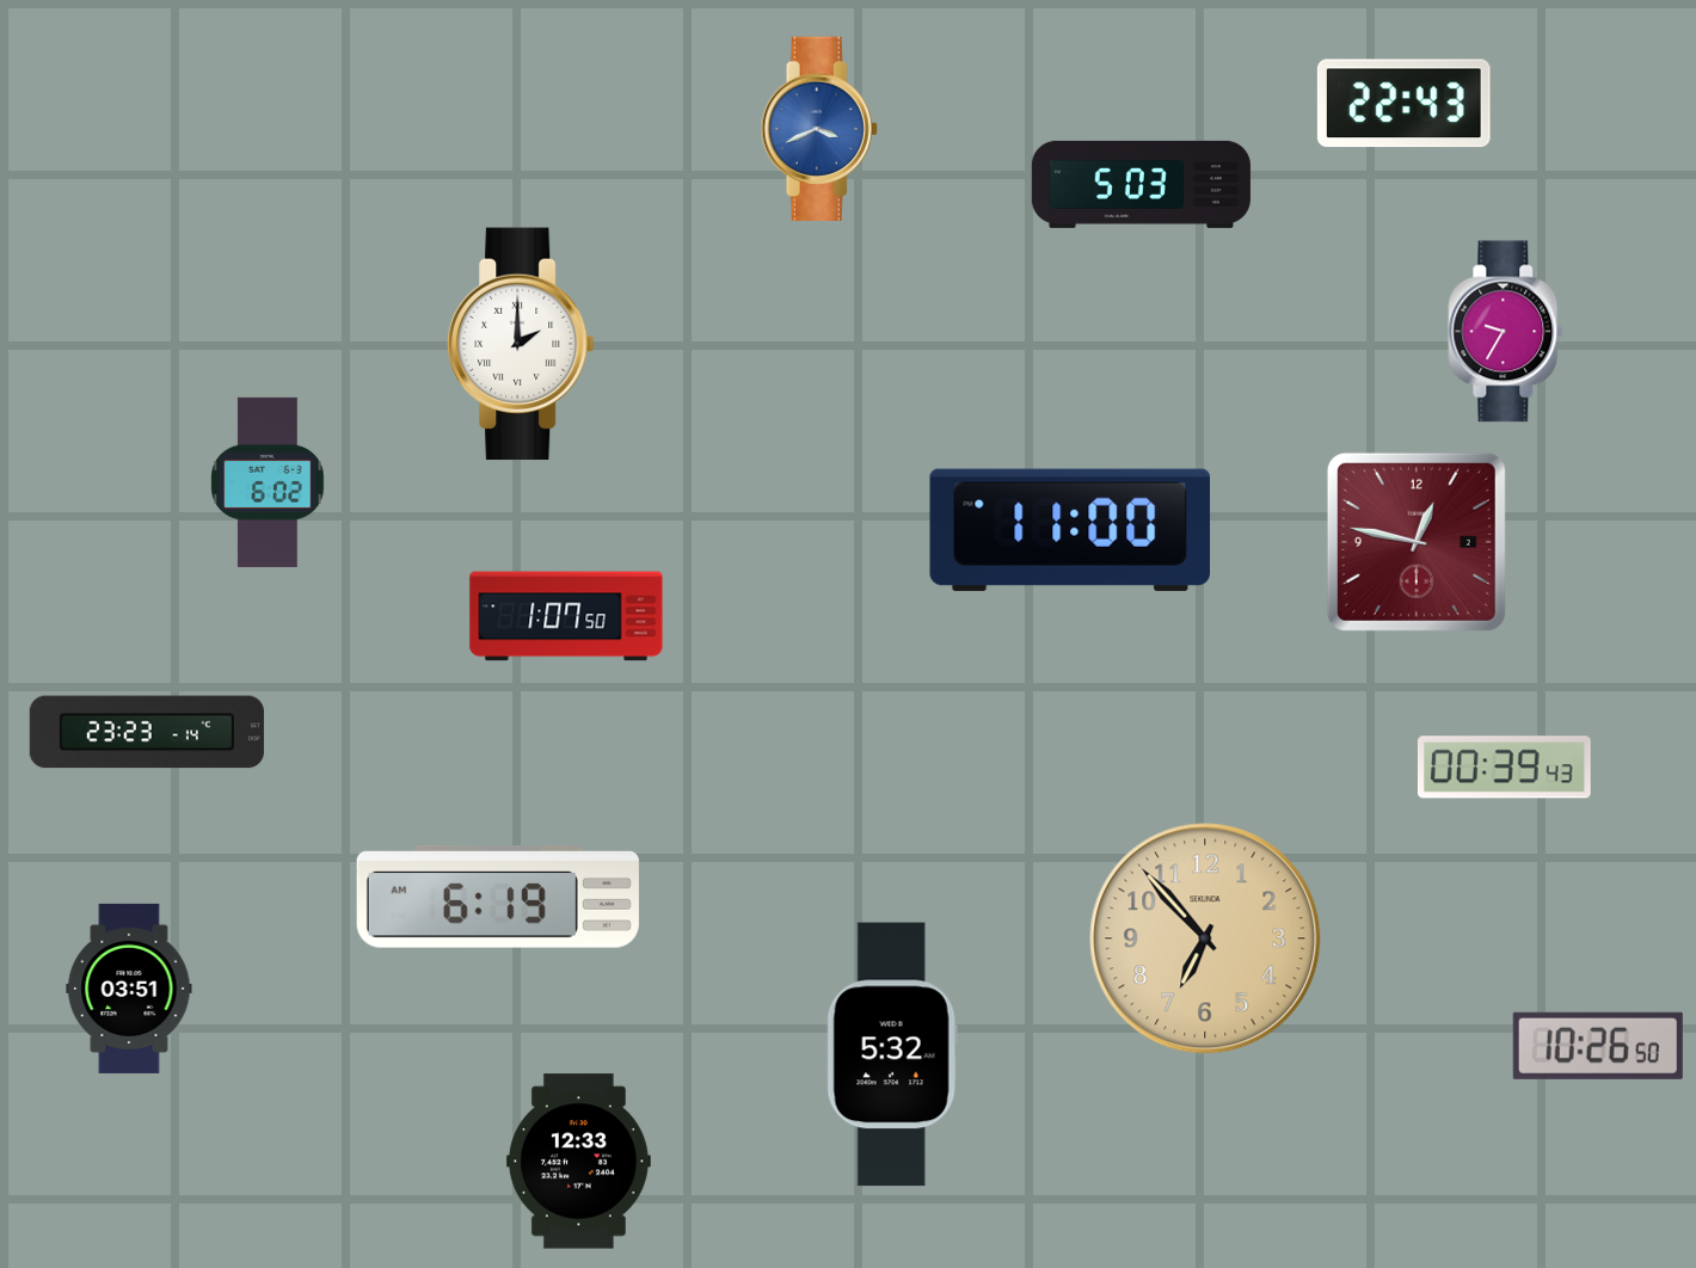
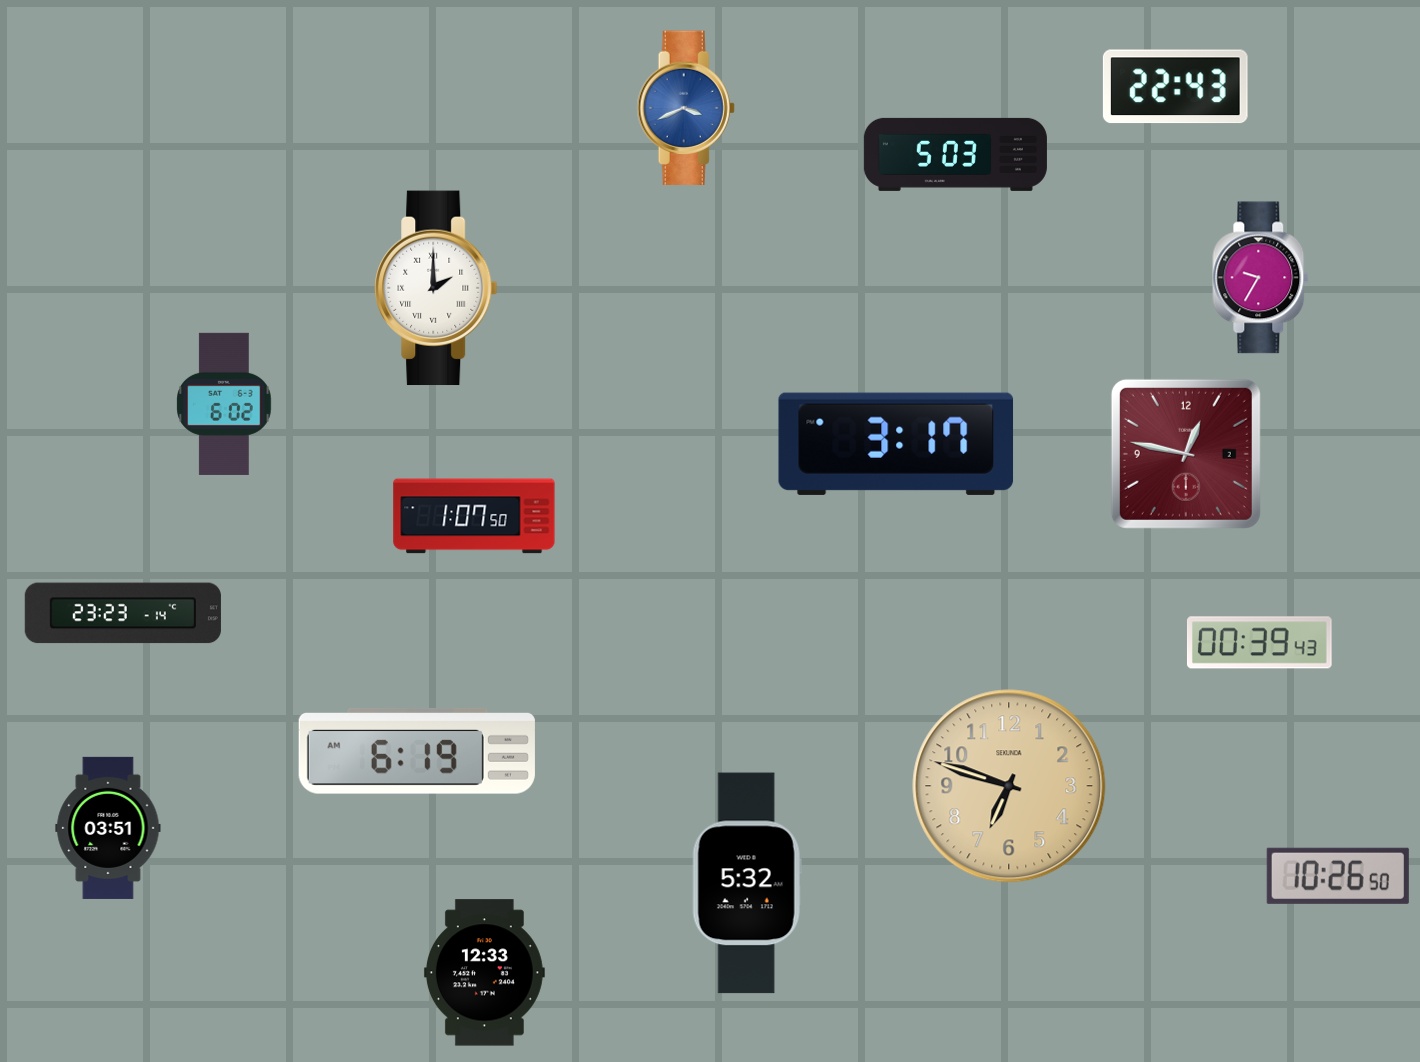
clock at (1070, 530): 11:00 -> 3:17
clock at (1205, 938): 6:53 -> 6:48
